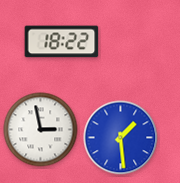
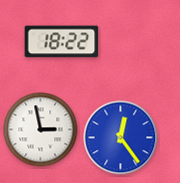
clock at (121, 138): 1:29 -> 12:24
